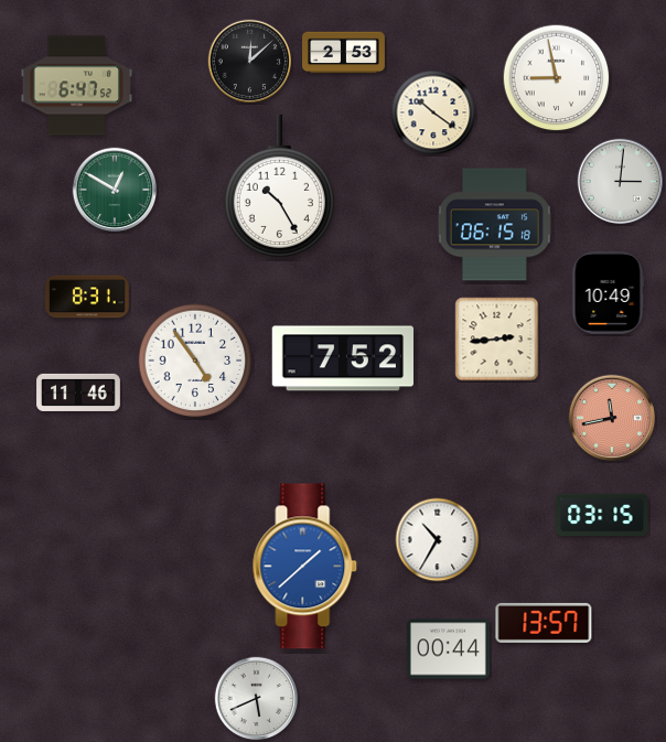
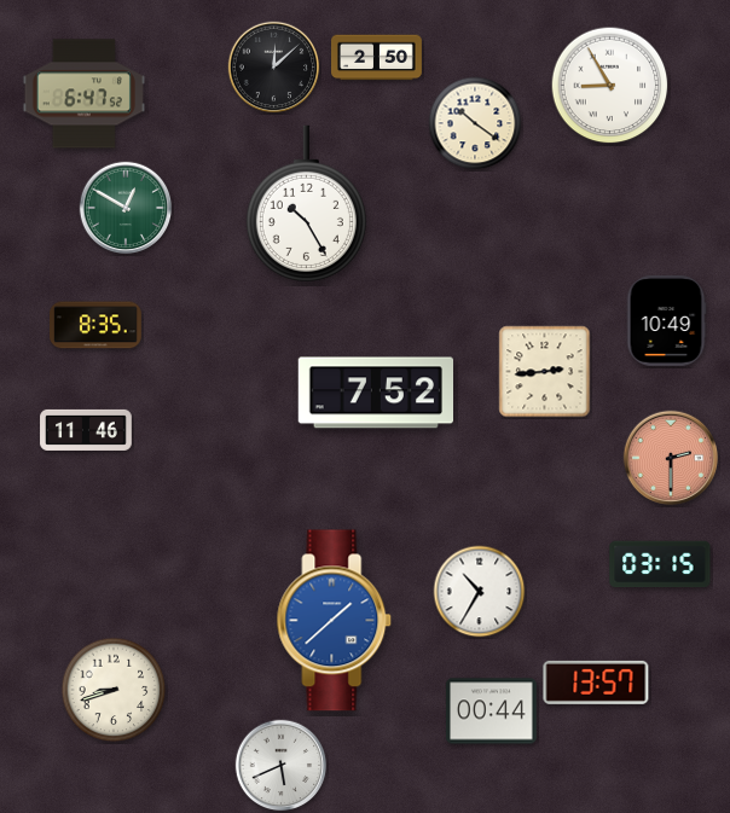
clock at (344, 53): 2:53 -> 2:50
clock at (557, 78): 8:58 -> 8:55
clock at (621, 182): 3:01 -> none
clock at (494, 225): 06:15 -> none
clock at (88, 297): 8:31 -> 8:35
clock at (195, 361): 4:54 -> none
clock at (612, 418): 11:43 -> 2:30
clock at (114, 690): none -> 8:42
